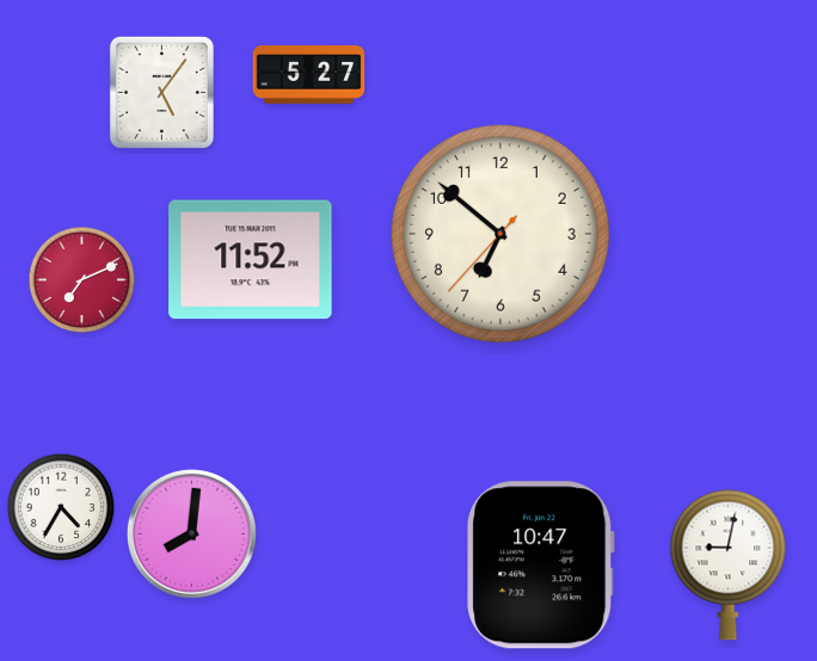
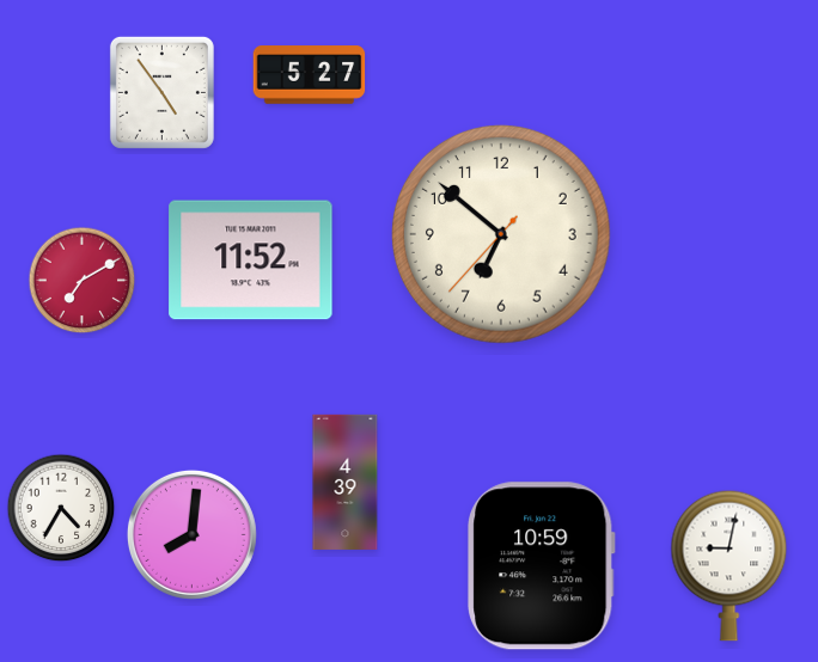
clock at (161, 92): 5:06 -> 4:54
clock at (82, 280): 7:11 -> 7:10
clock at (346, 482): none -> 4:39
clock at (541, 566): 10:47 -> 10:59
